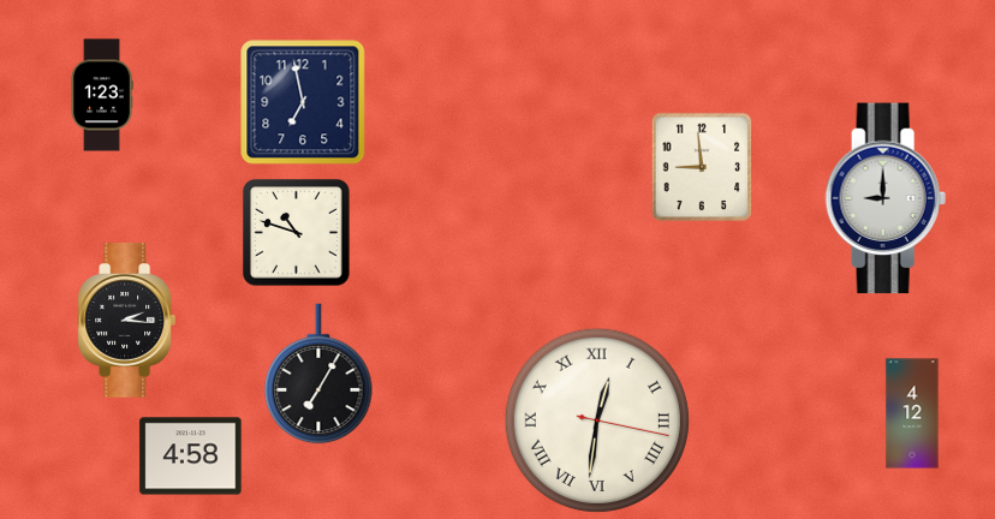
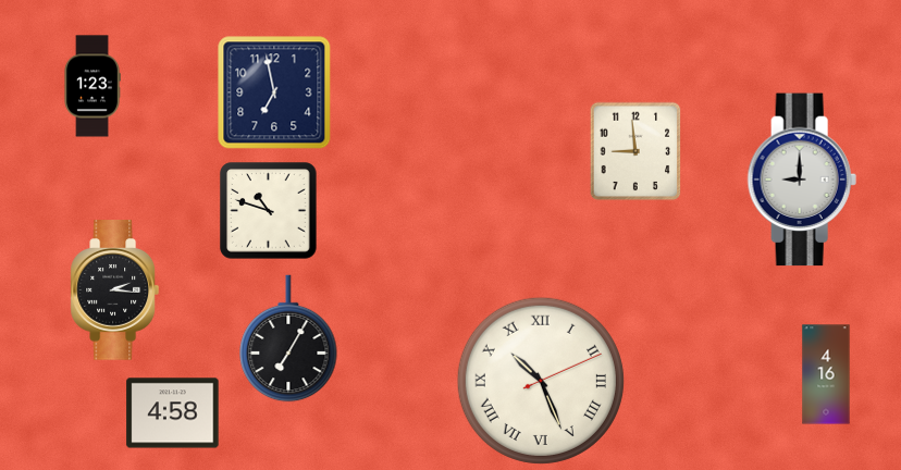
clock at (912, 413): 4:12 -> 4:16
clock at (597, 420): 12:31 -> 10:26
